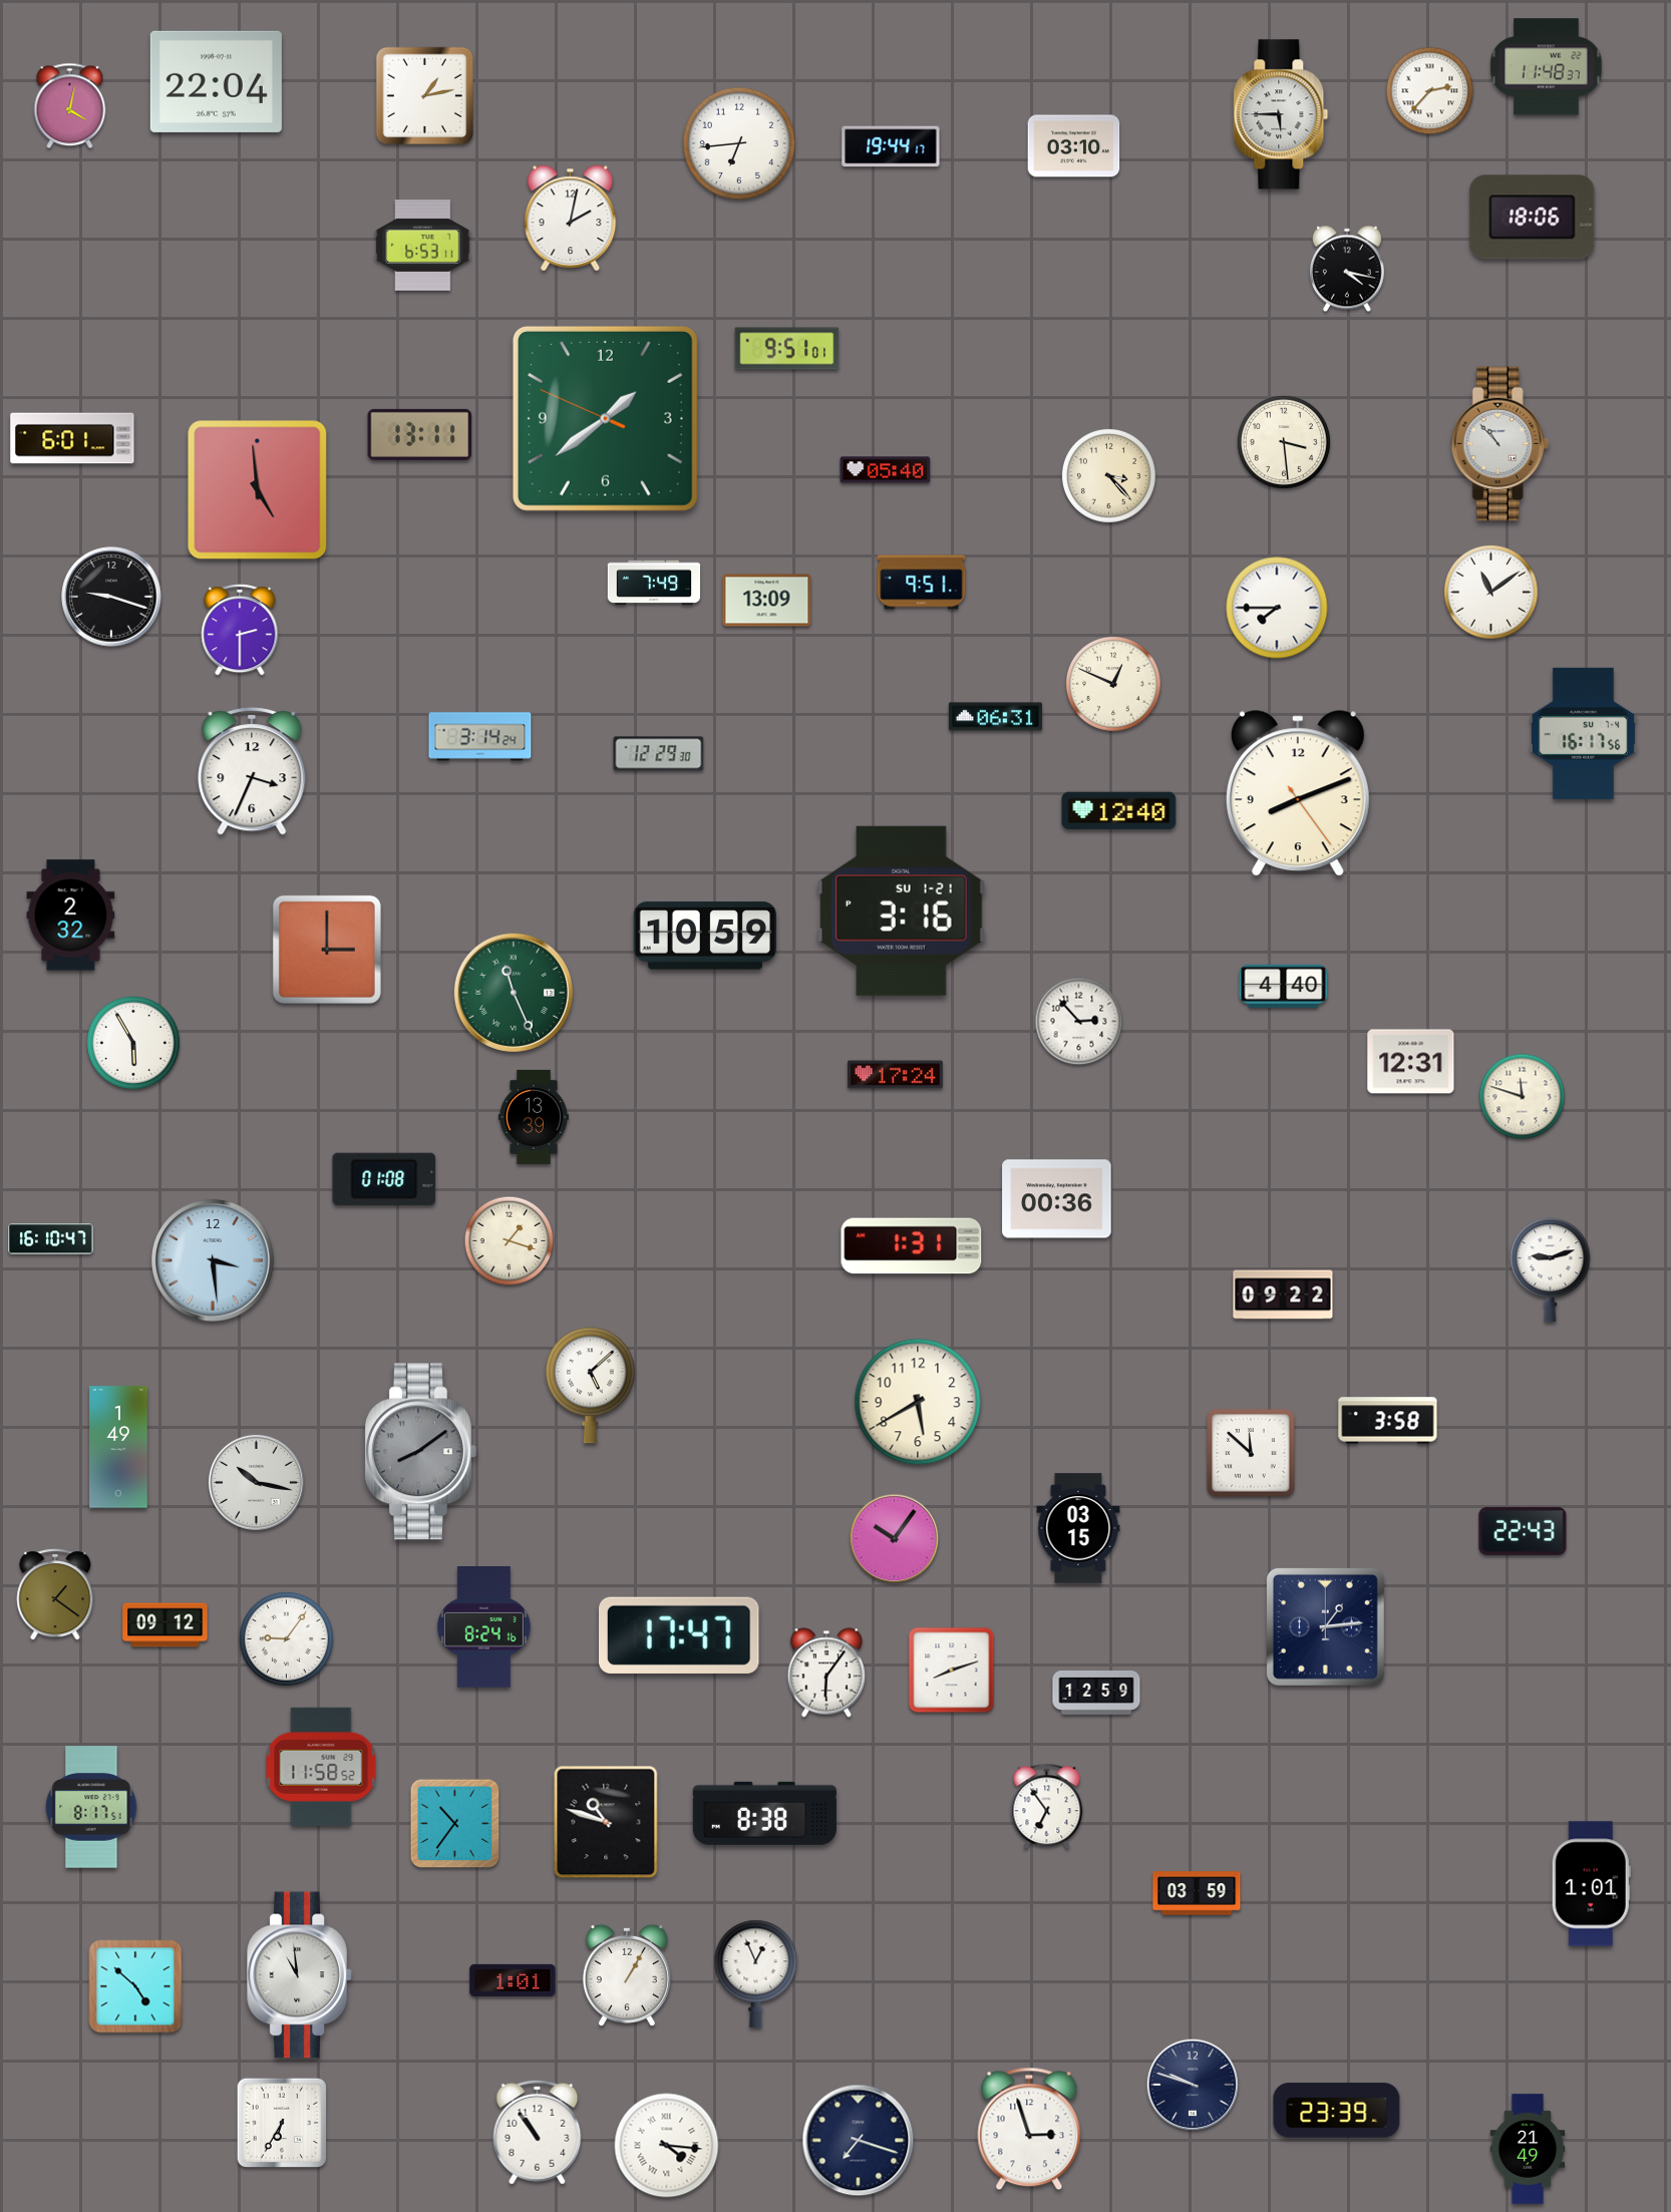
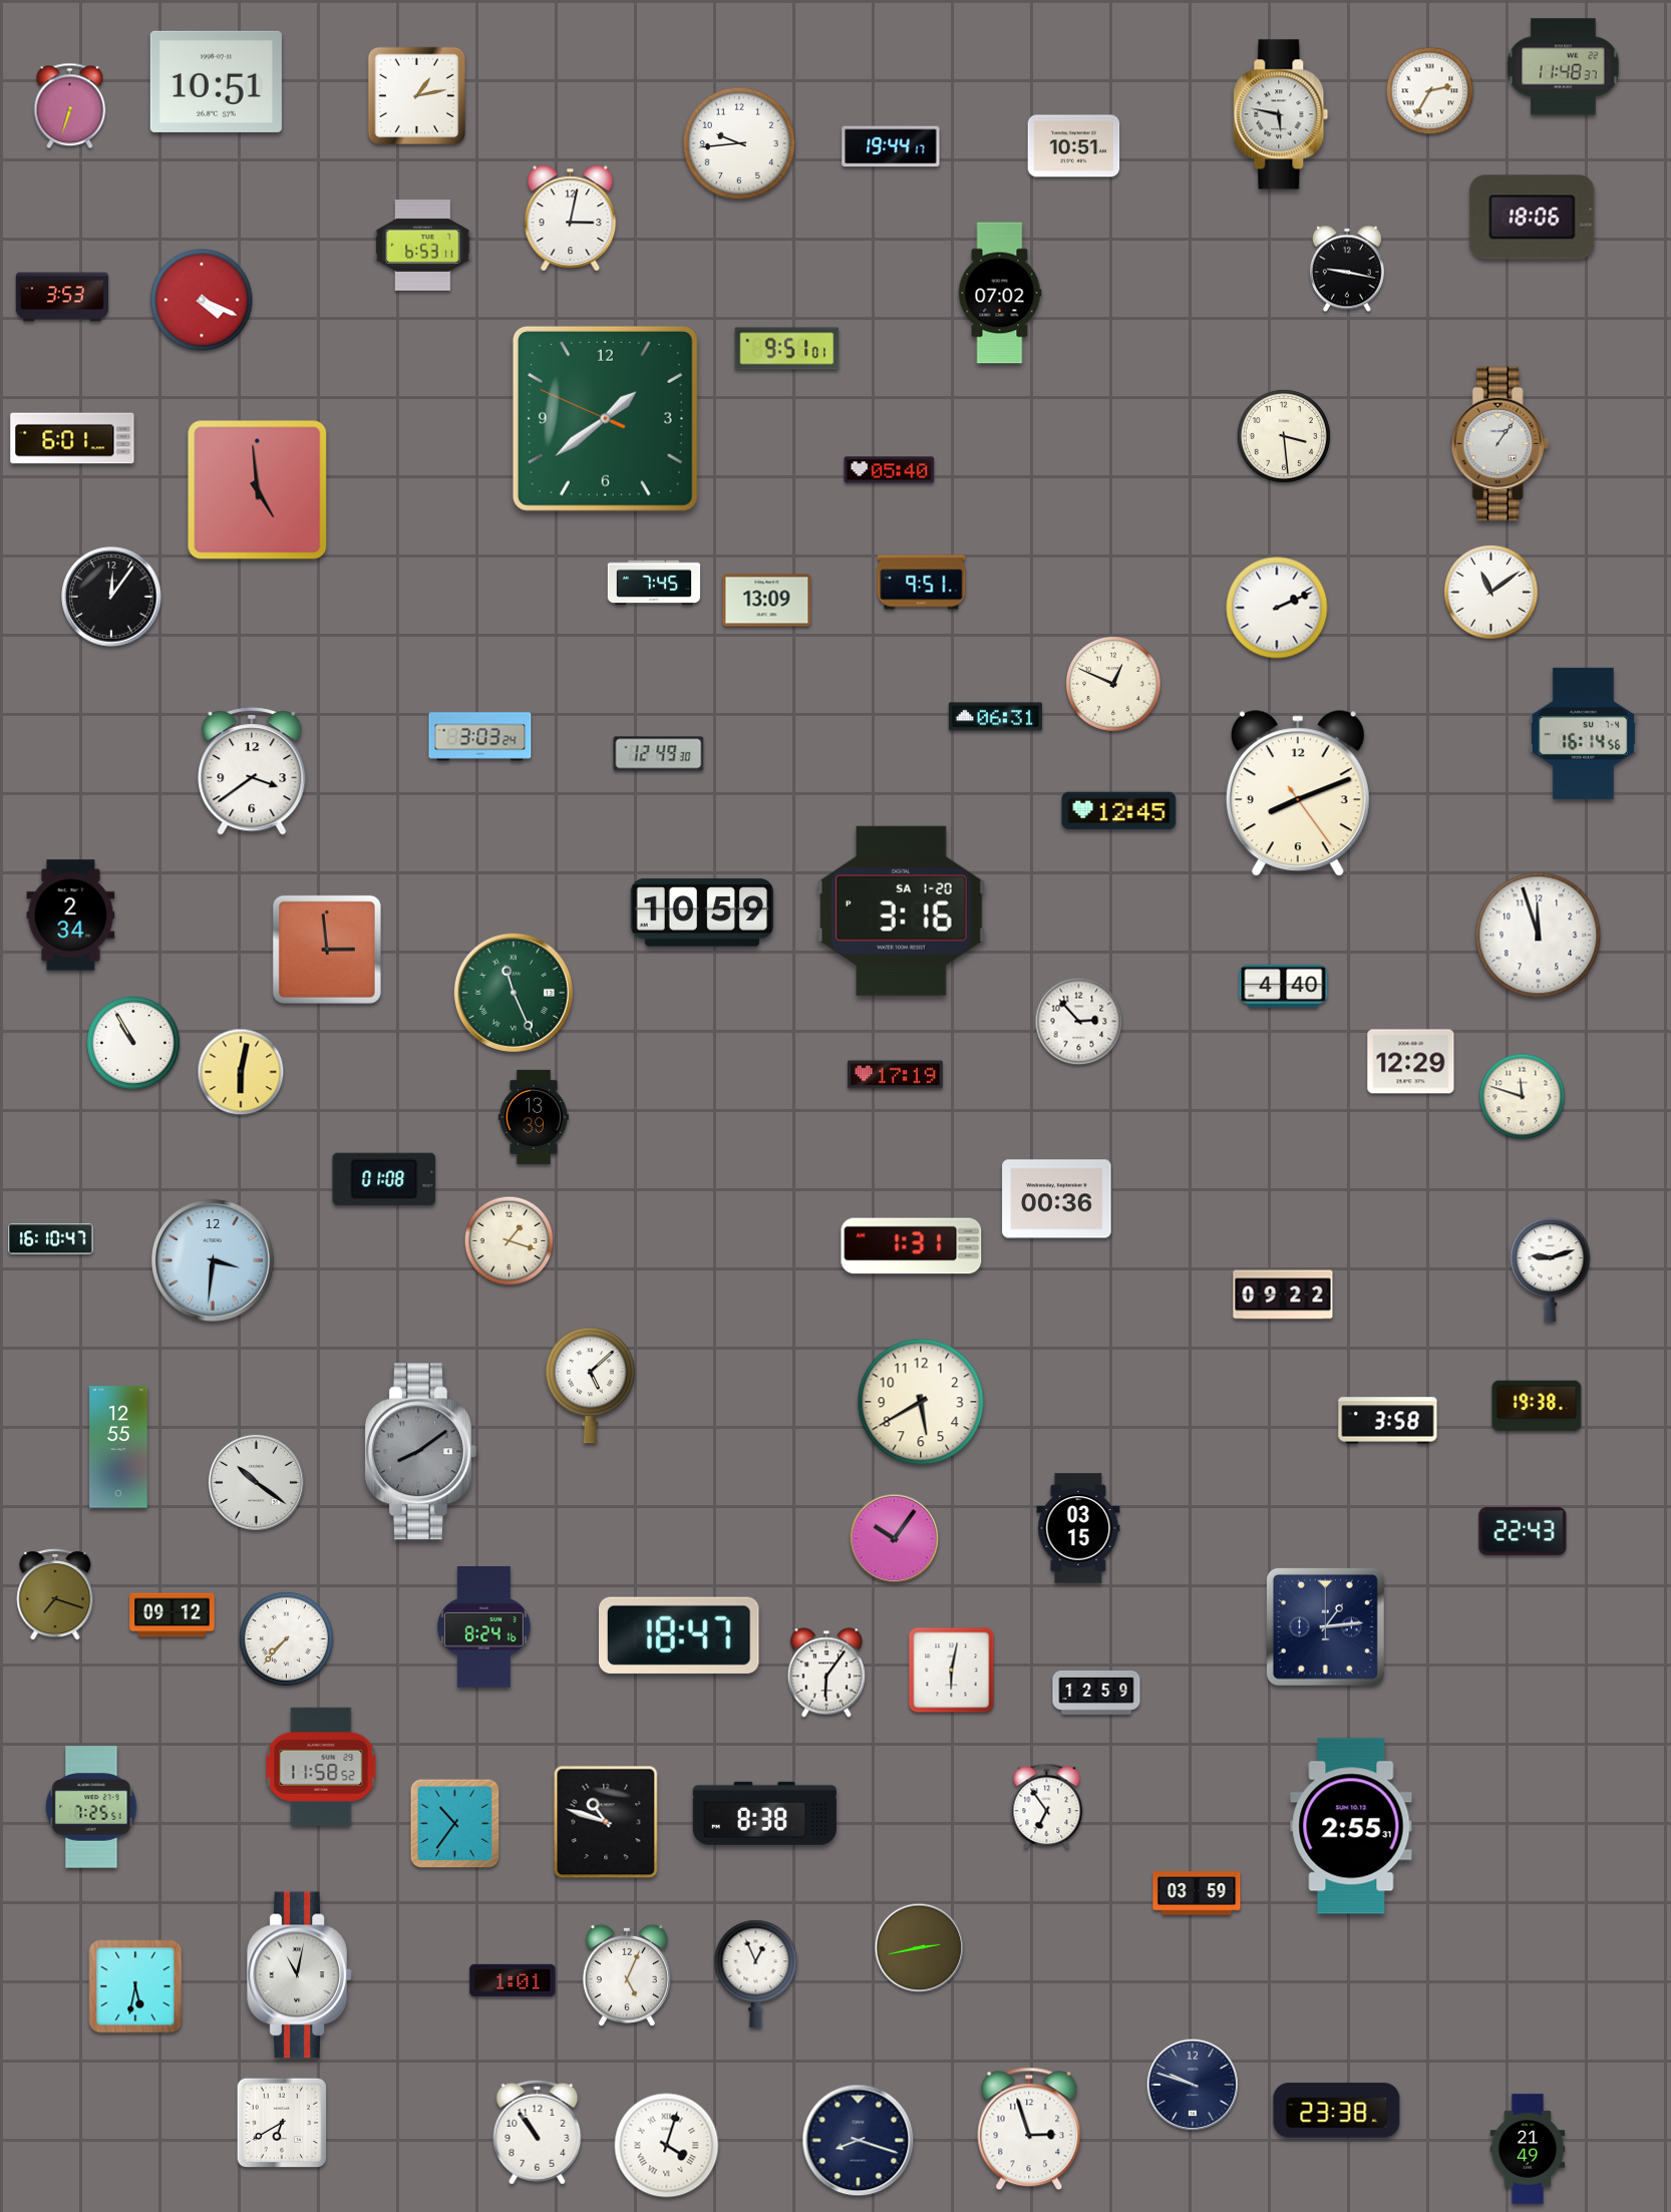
clock at (1547, 67) position: (1547, 67) -> (1564, 67)
clock at (216, 81): 22:04 -> 10:51
clock at (1430, 91): 2:37 -> 2:35
clock at (425, 96) position: (425, 96) -> (417, 96)
clock at (70, 106): 4:02 -> 6:33
clock at (1281, 114): 5:45 -> 5:47
clock at (739, 143): 6:44 -> 9:44
clock at (1074, 146): 03:10 -> 10:51
clock at (571, 219): 2:02 -> 3:02
clock at (1347, 269): 4:17 -> 9:17
clock at (1000, 293): none -> 07:02
clock at (62, 297): none -> 3:53
clock at (202, 300): none -> 4:19
clock at (420, 434): 13:11 -> none
clock at (1284, 442) position: (1284, 442) -> (1284, 436)
clock at (1499, 444): 10:53 -> 1:06
clock at (886, 470) position: (886, 470) -> (890, 470)
clock at (1108, 475): 3:23 -> none
clock at (654, 583): 7:49 -> 7:45
clock at (111, 597): 9:18 -> 12:06
clock at (1277, 608): 7:45 -> 2:11
clock at (240, 631): 2:30 -> none
clock at (1583, 733): 16:17 -> 16:14
clock at (480, 737): 3:14 -> 3:03
clock at (659, 754): 12:29 -> 12:49
clock at (252, 771): 3:34 -> 3:39
clock at (1119, 811): 12:40 -> 12:45
clock at (902, 910) date: SU 1-21 -> SA 1-20
clock at (71, 915): 2:32 -> 2:34
clock at (704, 936) position: (704, 936) -> (701, 912)
clock at (1539, 936): none -> 11:57
clock at (327, 950): 3:00 -> 2:59
clock at (133, 1043): 5:55 -> 10:55
clock at (1411, 1062): 12:31 -> 12:29
clock at (241, 1072): none -> 6:02
clock at (895, 1075): 17:24 -> 17:19
clock at (213, 1260): 3:29 -> 3:31
clock at (918, 1402) position: (918, 1402) -> (921, 1402)
clock at (1537, 1406): none -> 19:38
clock at (118, 1447): 1:49 -> 12:55
clock at (1251, 1453): 11:52 -> none
clock at (256, 1482): 10:17 -> 10:21
clock at (55, 1595): 1:21 -> 7:18
clock at (165, 1625) position: (165, 1625) -> (173, 1615)
clock at (680, 1635): 17:47 -> 18:47
clock at (286, 1638): 9:06 -> 7:37
clock at (952, 1671): 8:12 -> 6:02
clock at (91, 1807): 8:17 -> 7:25
clock at (1351, 1826): none -> 2:55
clock at (1591, 1884): 1:01 -> none
clock at (920, 1948): none -> 2:43
clock at (300, 1975): 10:59 -> 11:02
clock at (627, 1975): 1:05 -> 5:04
clock at (135, 1986): 4:52 -> 5:32
clock at (1337, 2111): 23:39 -> 23:38
clock at (281, 2122): 6:35 -> 6:40
clock at (859, 2141): 7:18 -> 8:18
clock at (667, 2146): 4:16 -> 4:03
